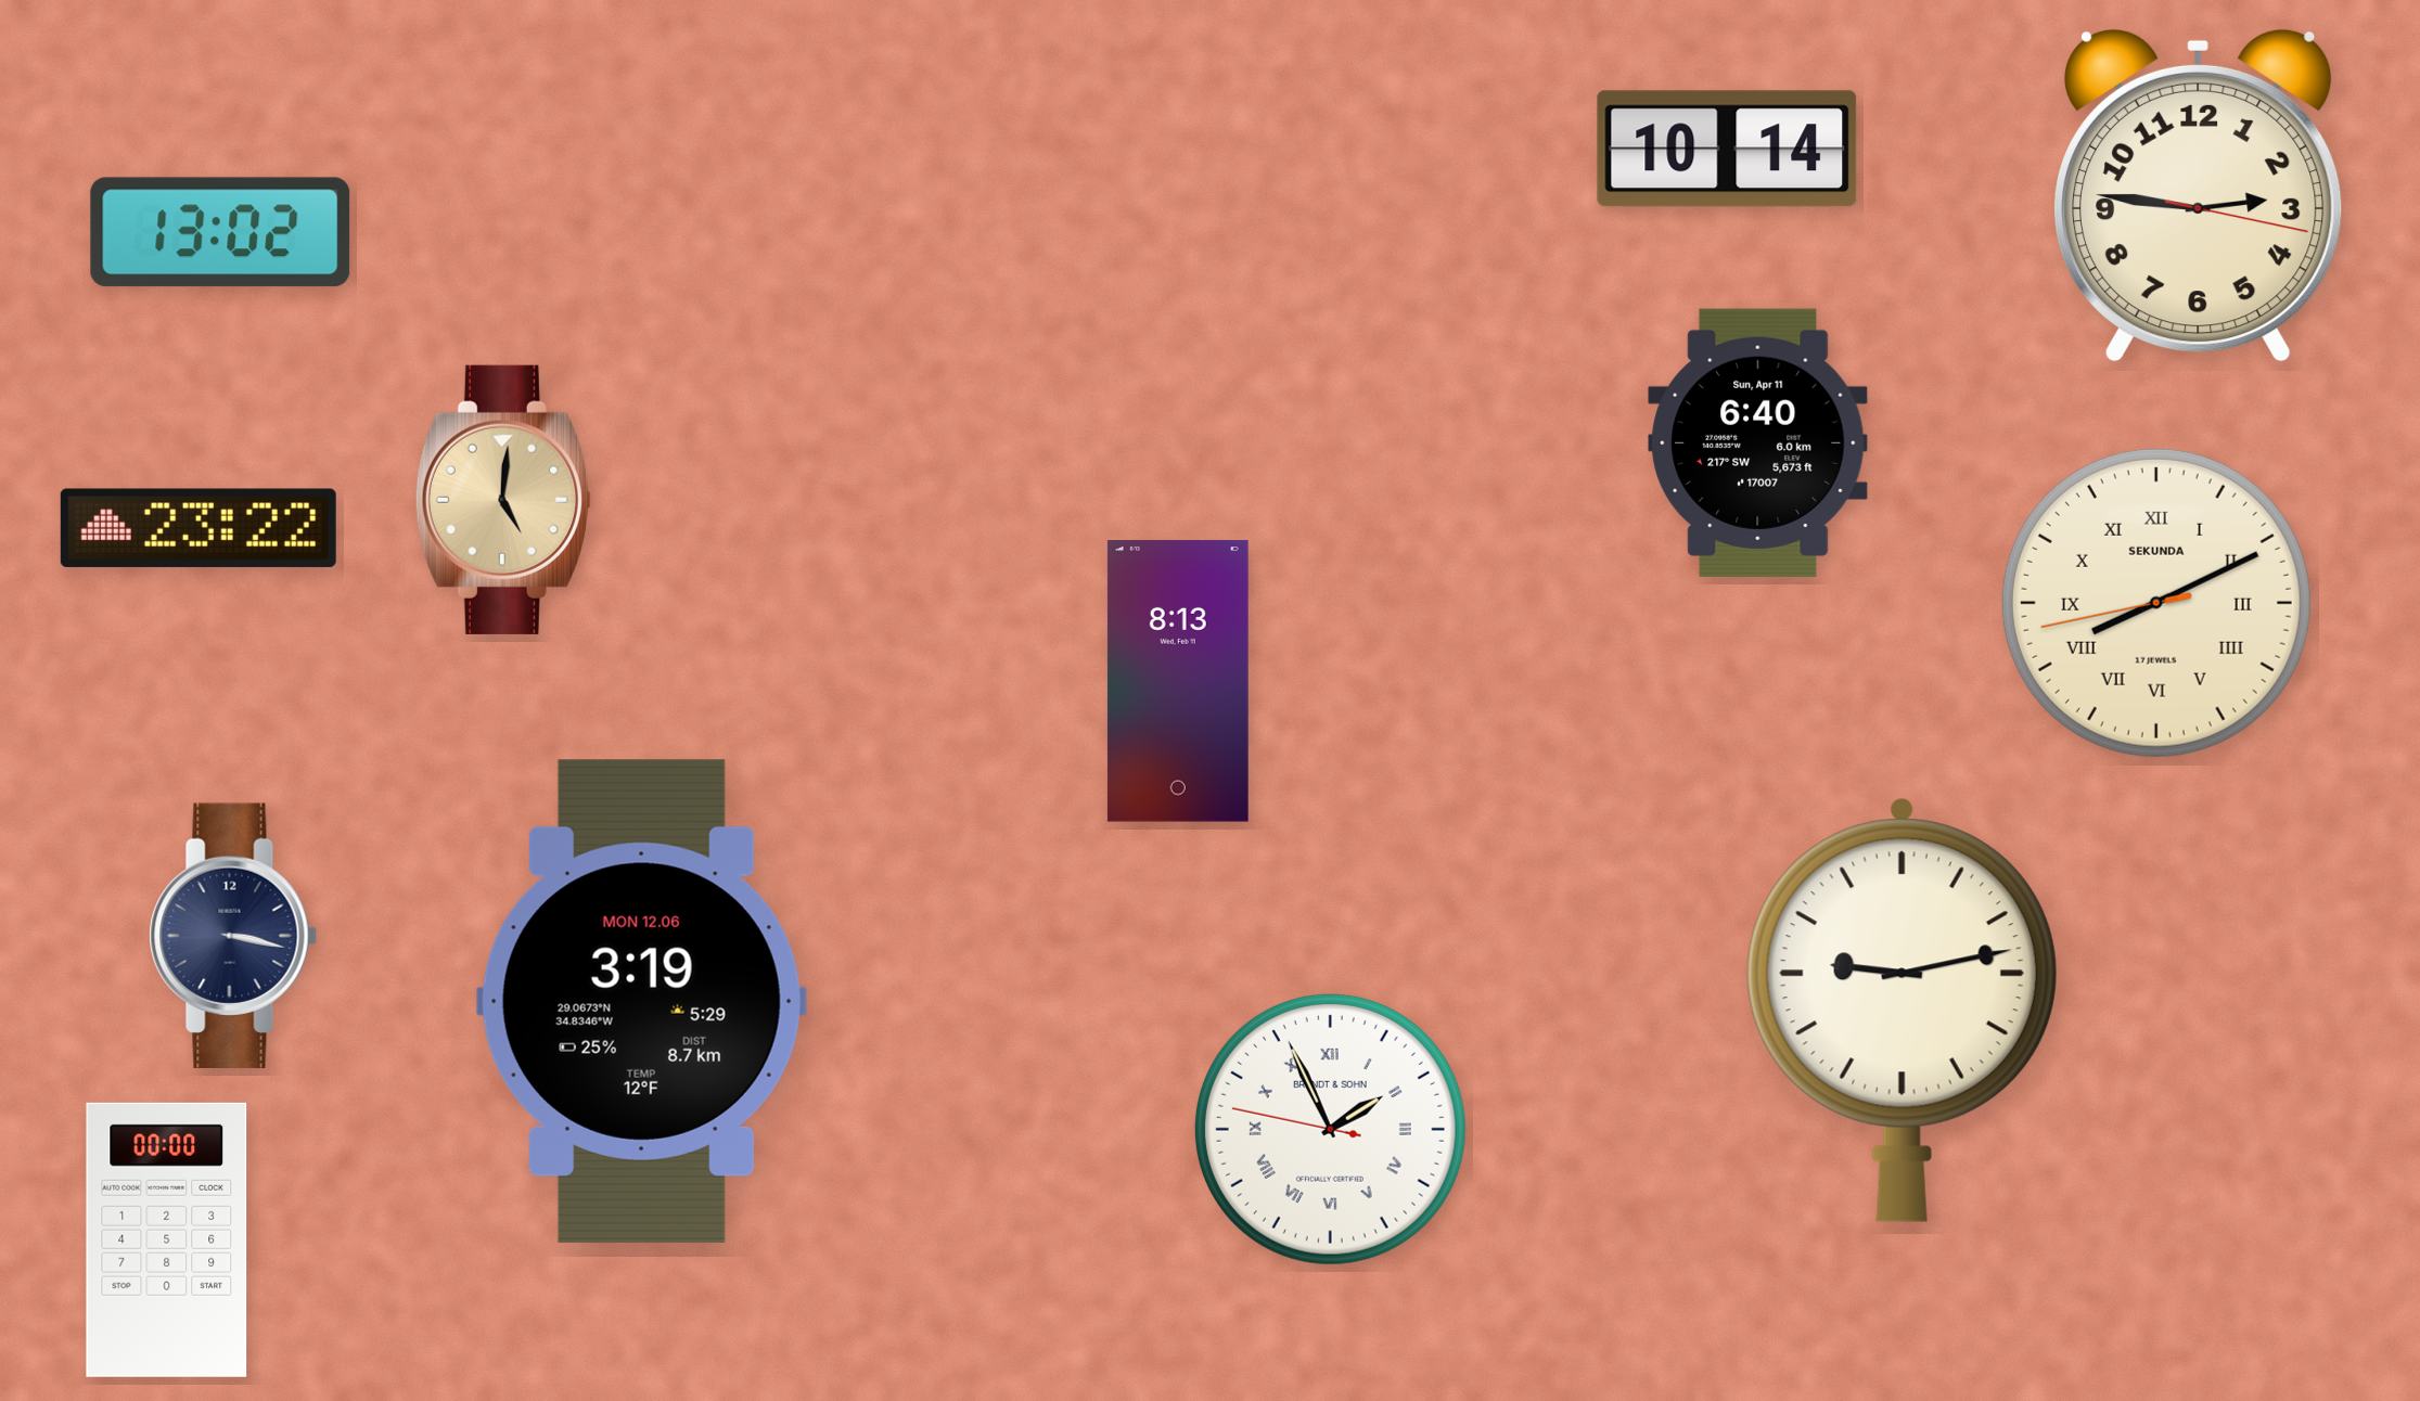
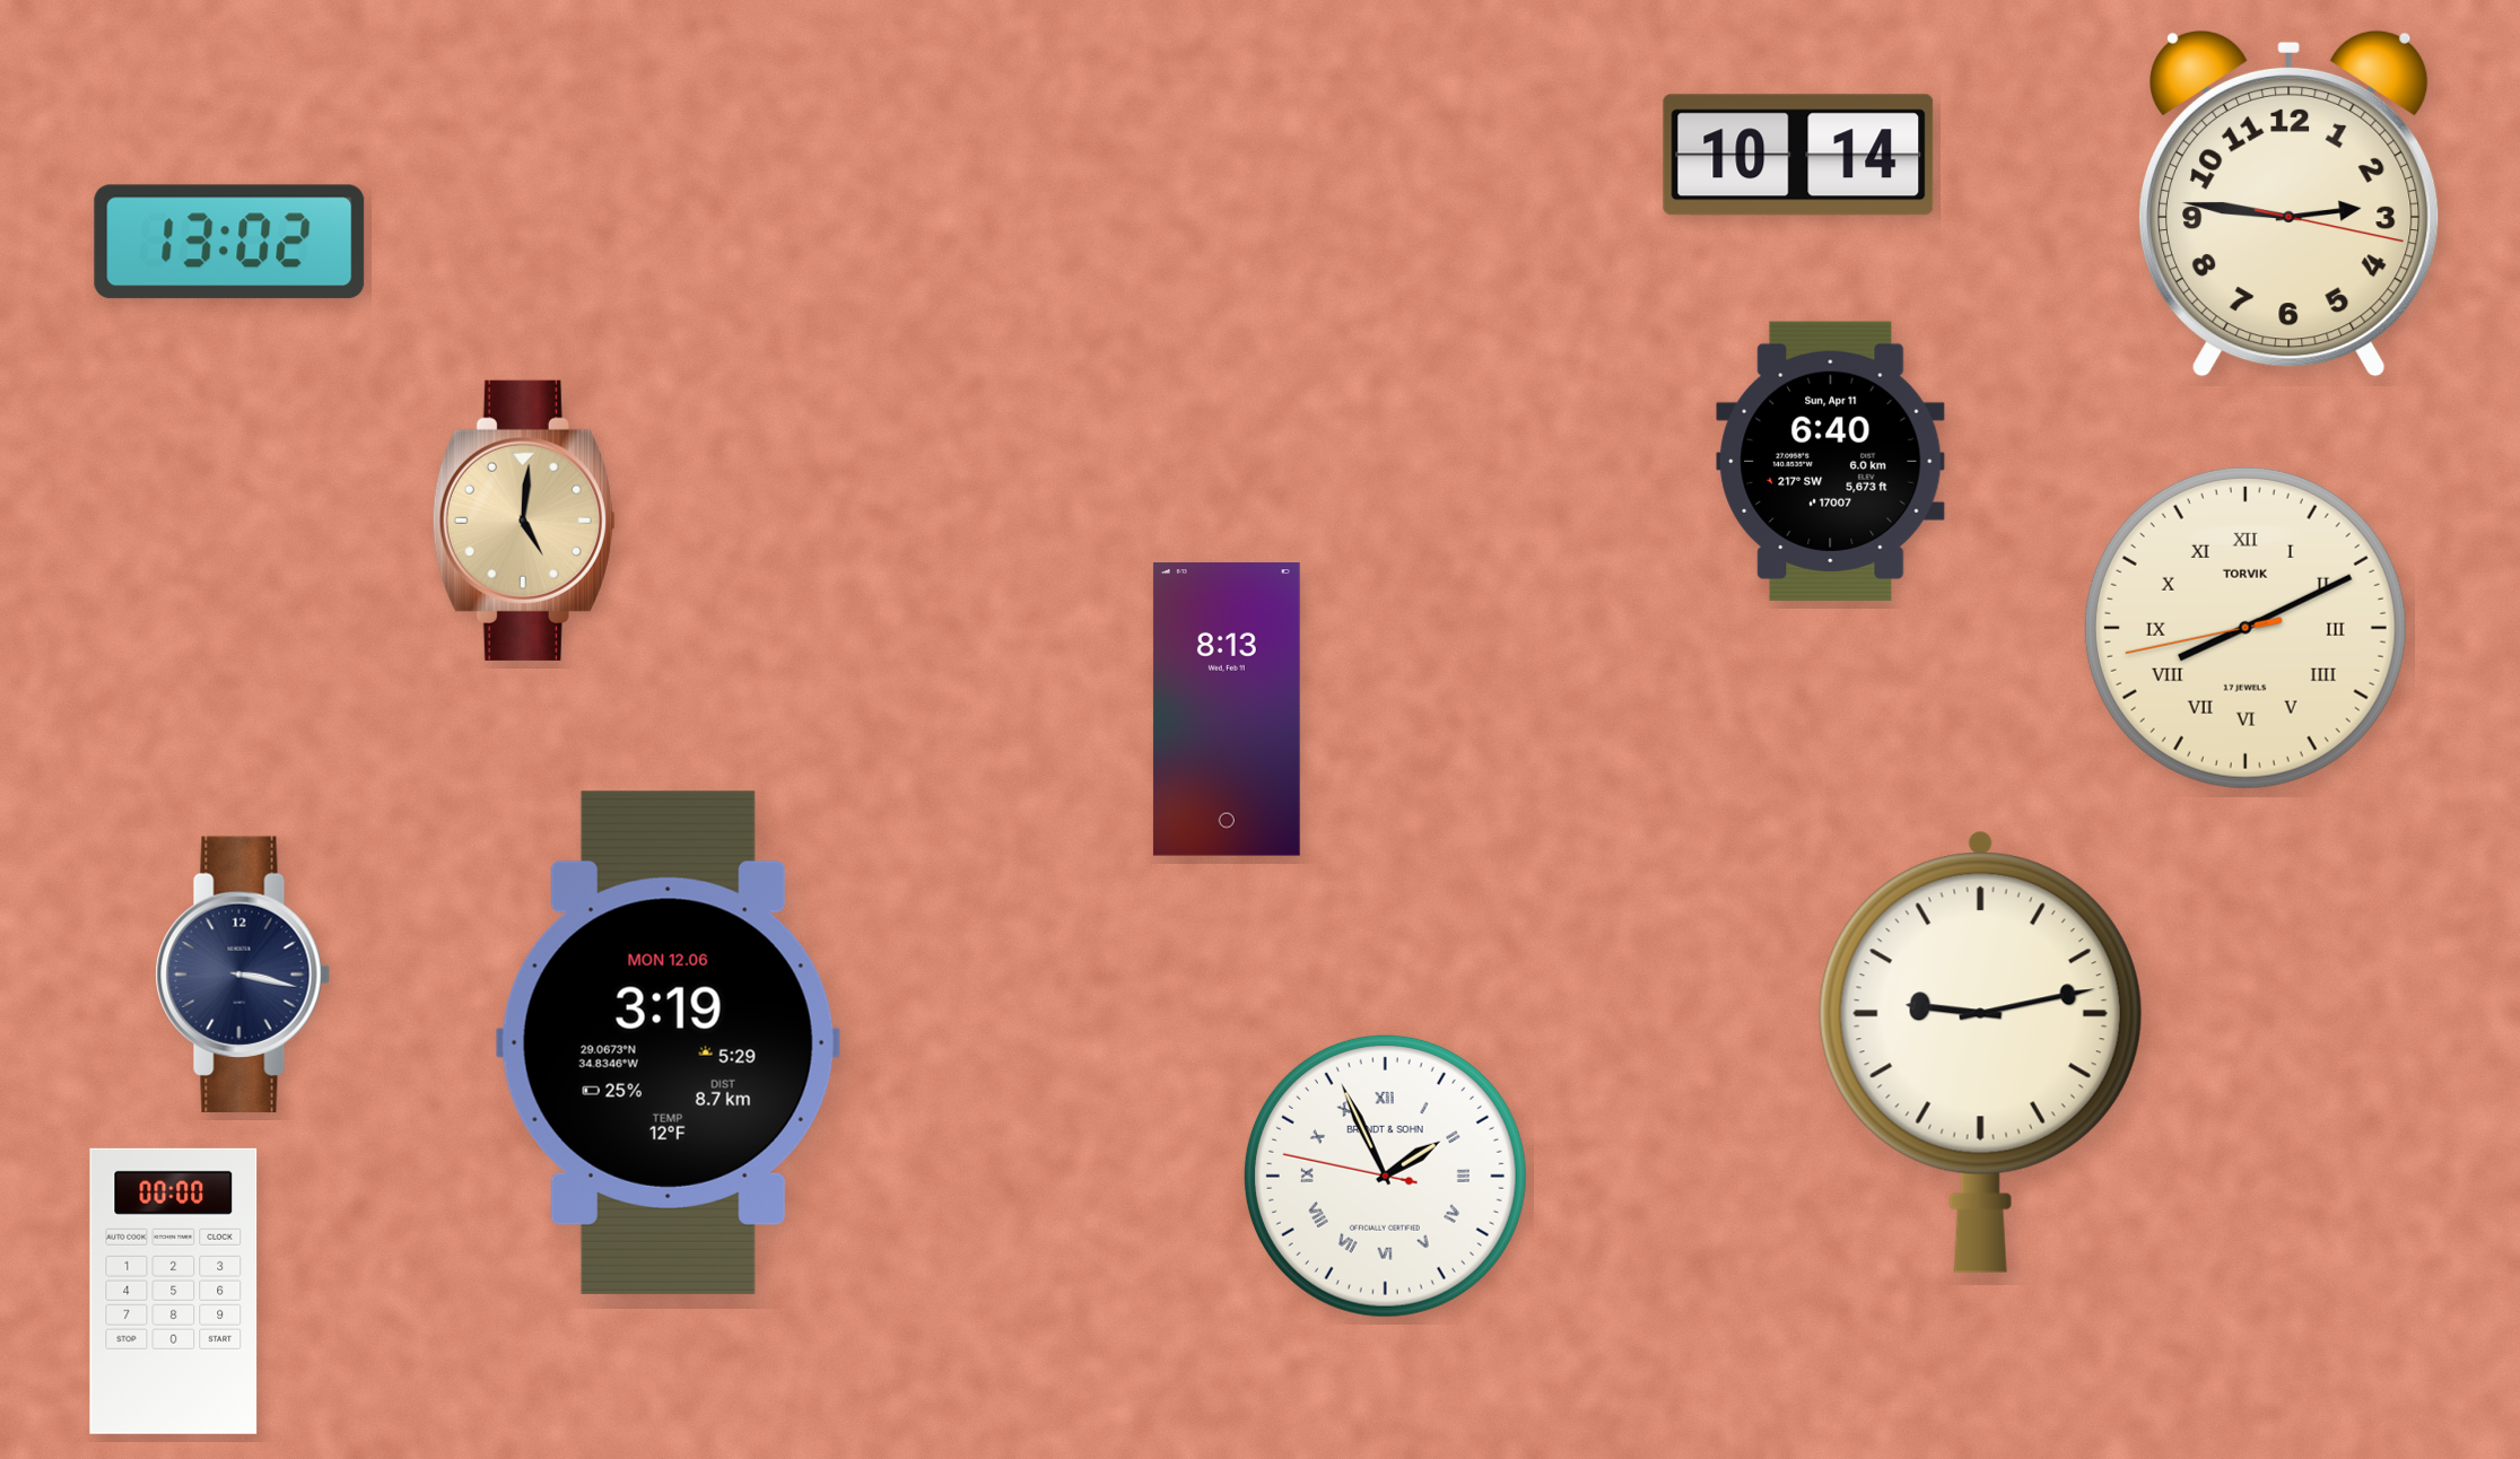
clock at (199, 528): 23:22 -> none
clock at (2156, 603) brand: SEKUNDA -> TORVIK
